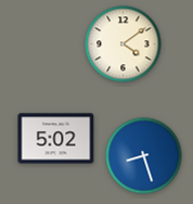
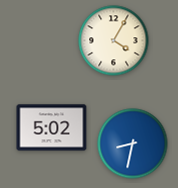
clock at (124, 44): 4:09 -> 4:05
clock at (144, 156): 8:27 -> 8:32
